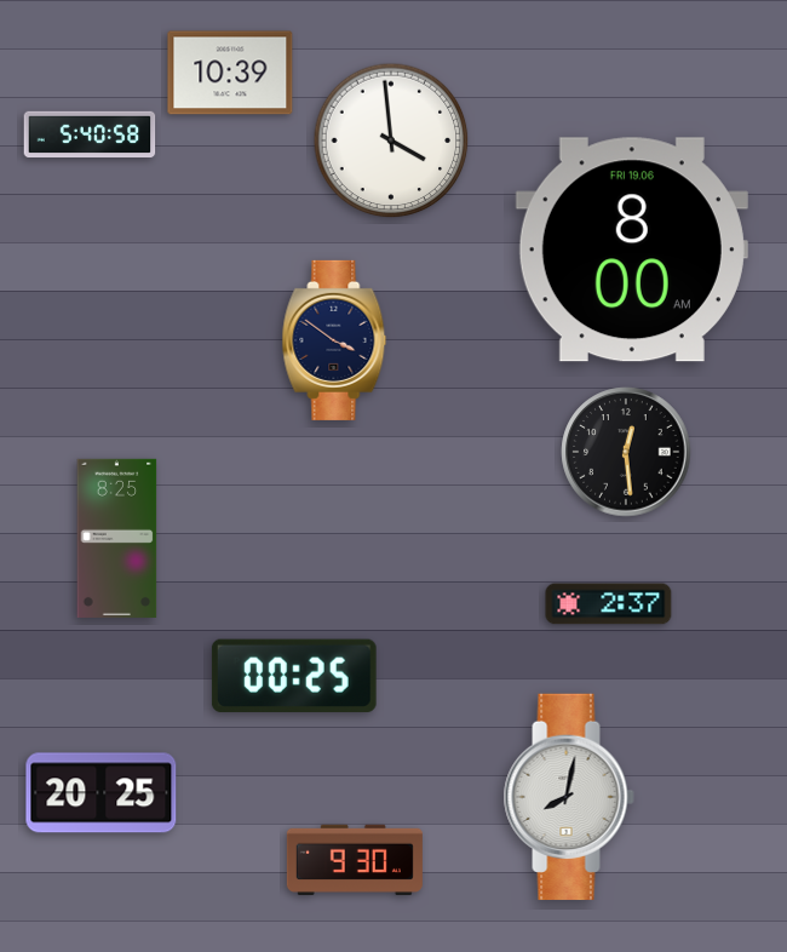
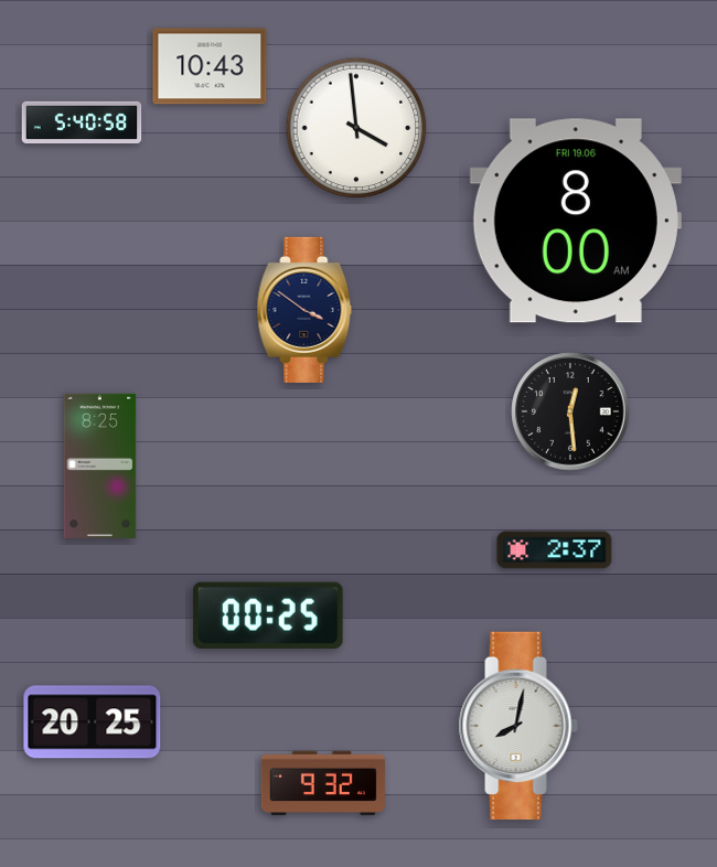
clock at (230, 73): 10:39 -> 10:43
clock at (632, 250) position: (632, 250) -> (576, 221)
clock at (117, 538) position: (117, 538) -> (100, 465)
clock at (355, 860): 9:30 -> 9:32
